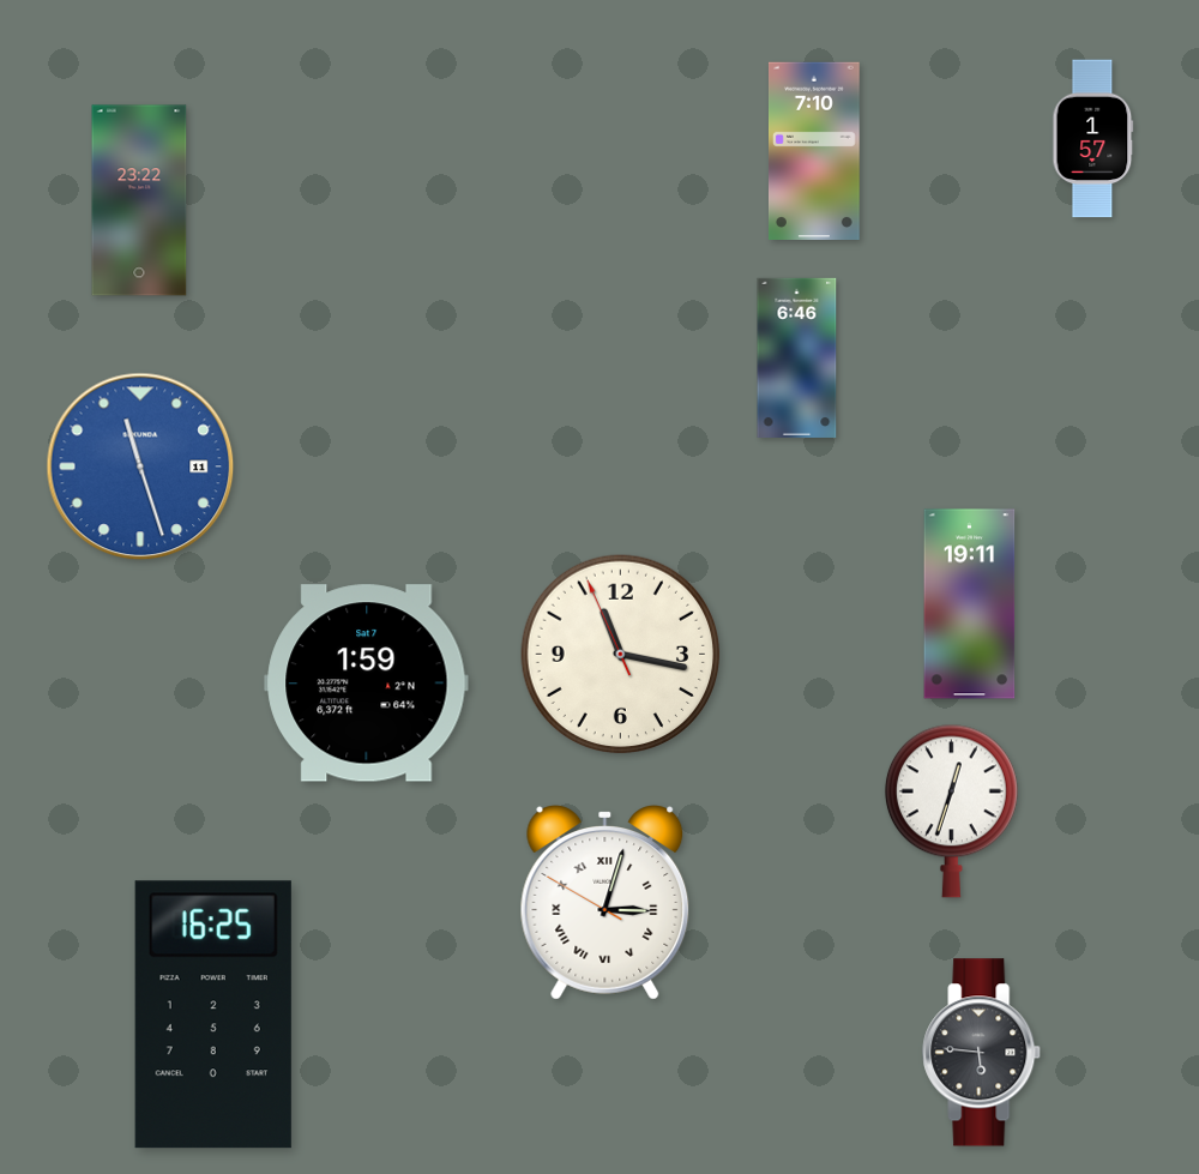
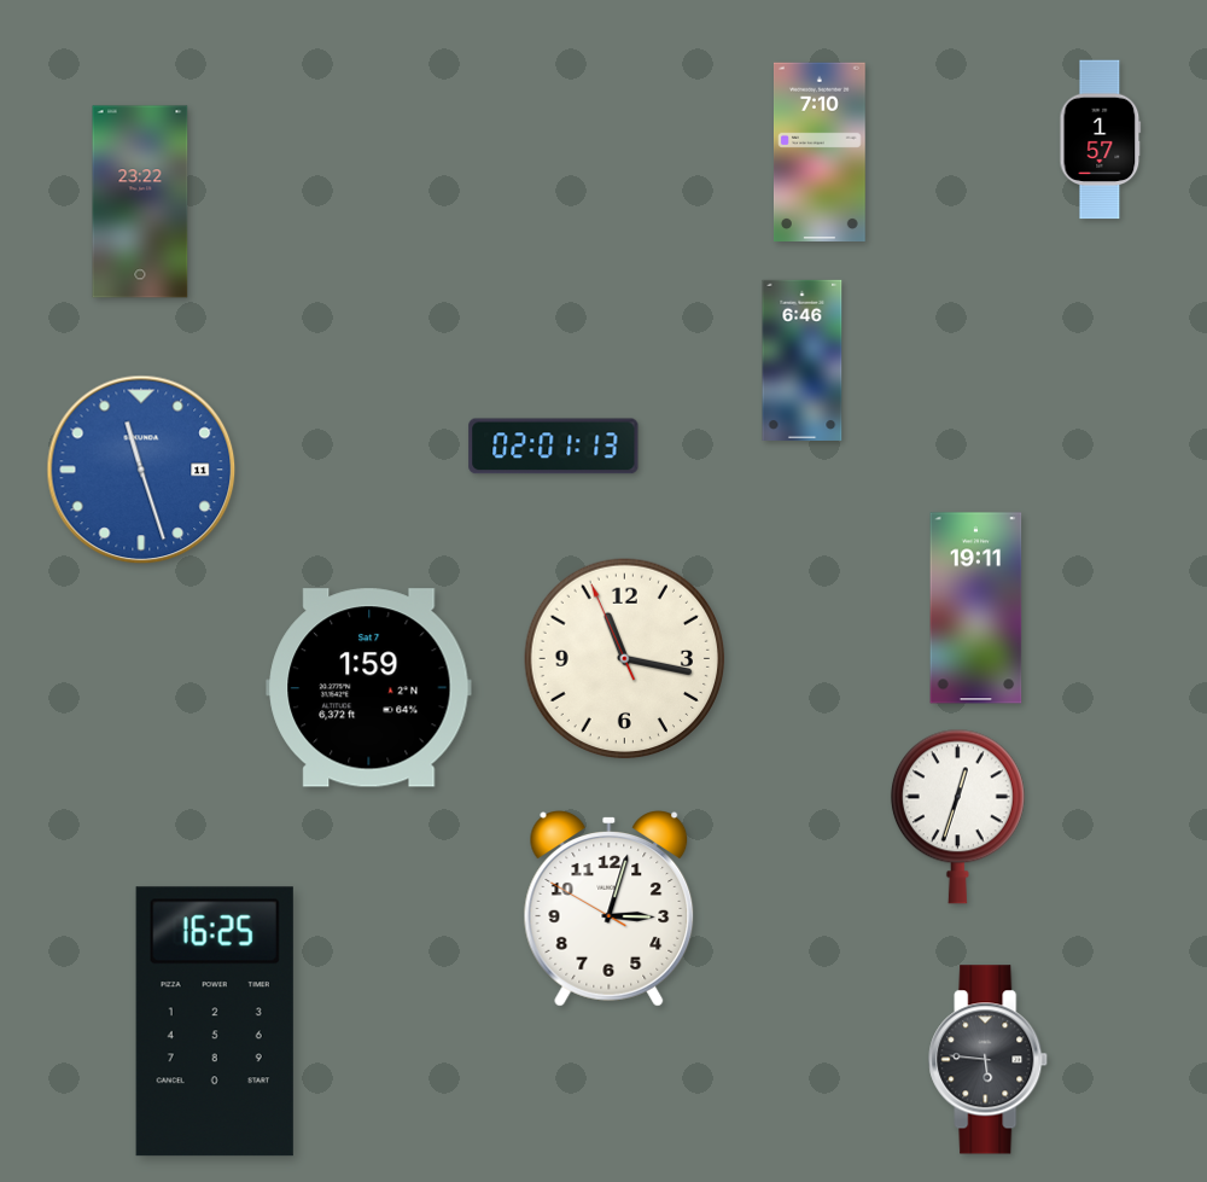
clock at (554, 447): none -> 02:01
clock at (605, 903) numerals: Roman -> Arabic
